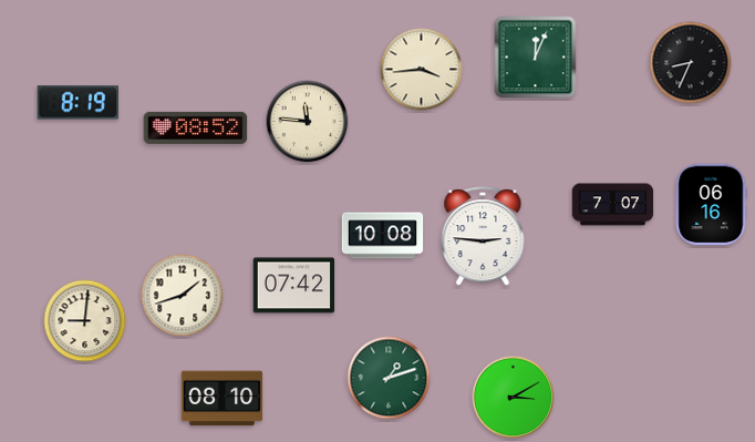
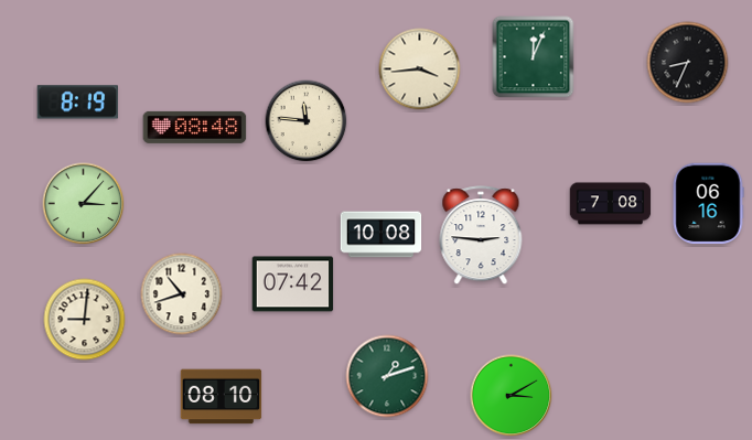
clock at (196, 127): 08:52 -> 08:48
clock at (84, 204): none -> 3:07
clock at (613, 205): 7:07 -> 7:08
clock at (183, 296): 1:42 -> 10:42
